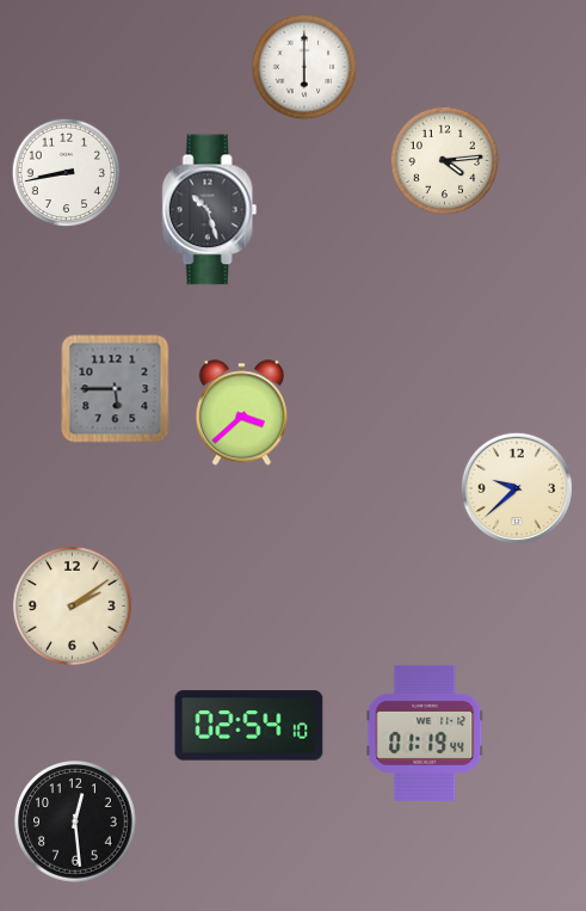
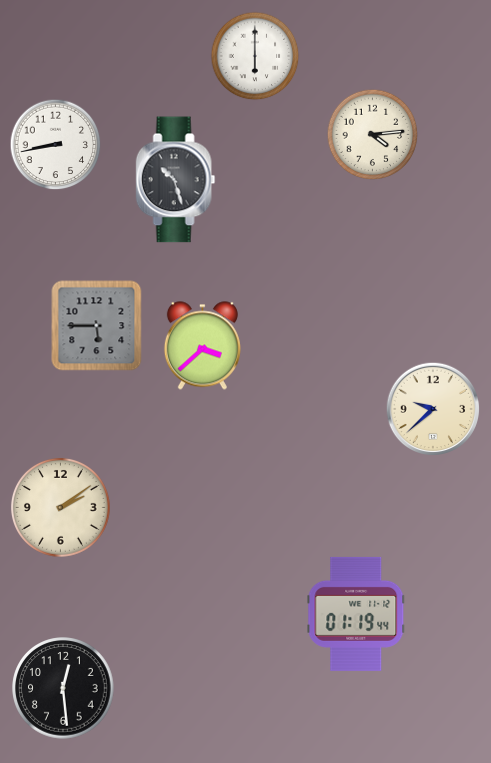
clock at (210, 210) position: (210, 210) -> (176, 180)
clock at (249, 726): 02:54 -> none
